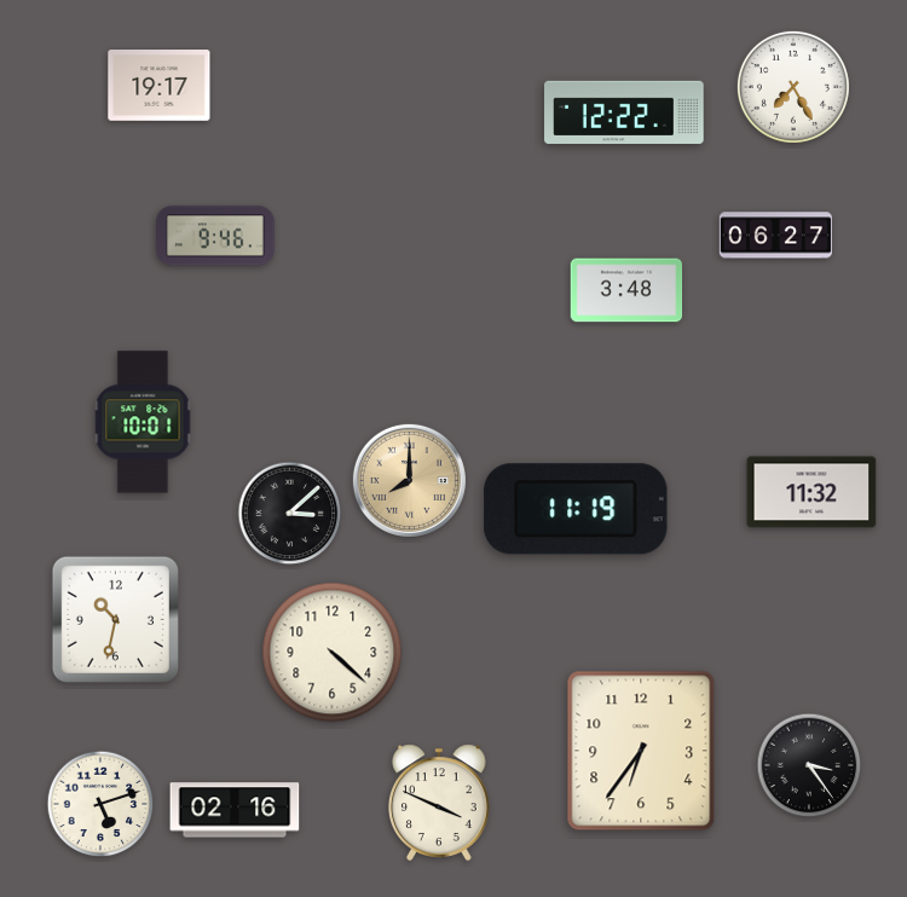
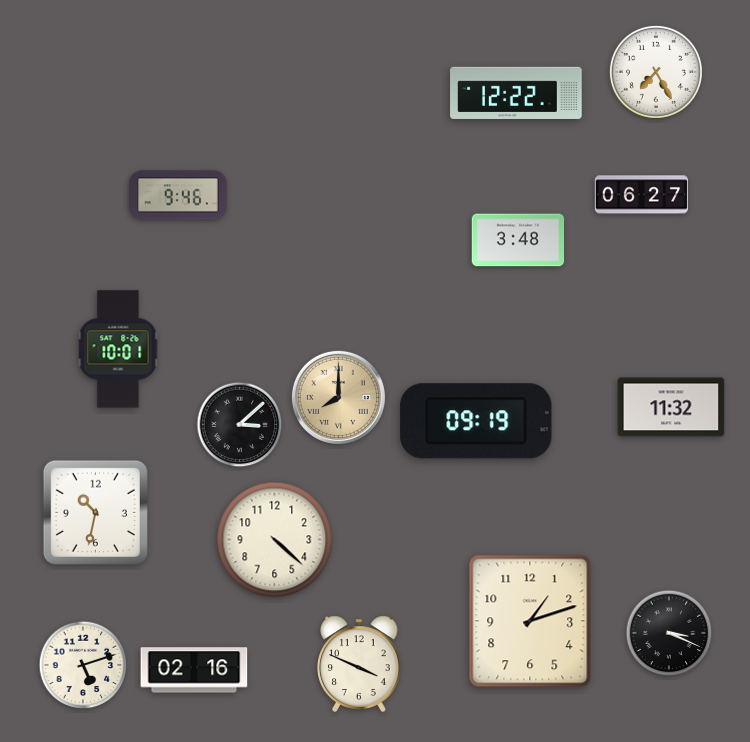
clock at (160, 86): 19:17 -> none
clock at (576, 509): 11:19 -> 09:19
clock at (641, 751): 6:36 -> 1:12
clock at (809, 765): 3:24 -> 3:19
clock at (439, 803) position: (439, 803) -> (359, 664)
